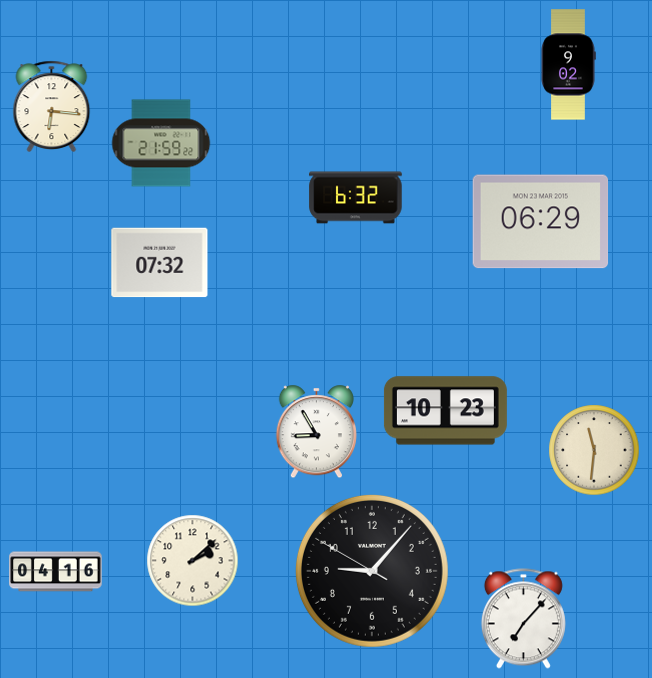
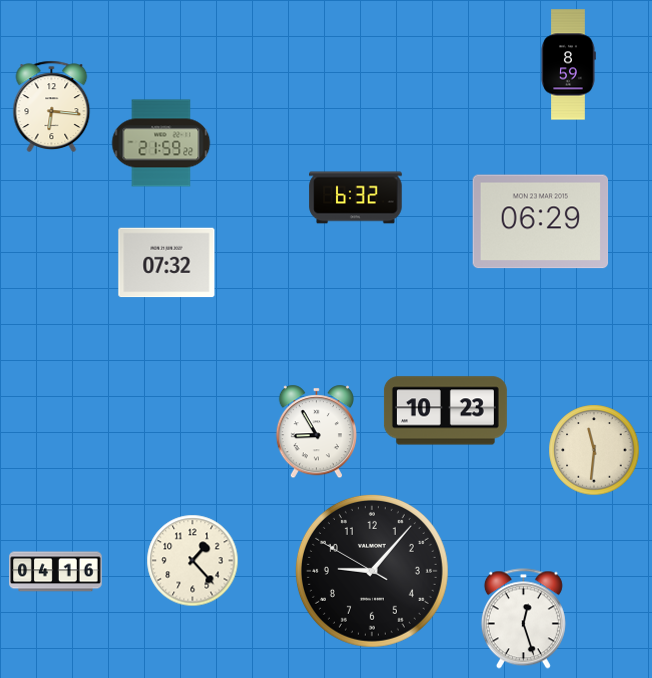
clock at (568, 65): 9:02 -> 8:59
clock at (160, 263) position: (160, 263) -> (167, 263)
clock at (193, 561): 2:08 -> 1:23
clock at (523, 619): 7:07 -> 12:27
